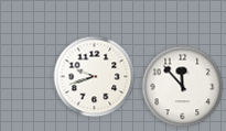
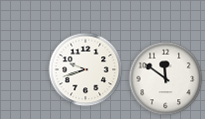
clock at (183, 87): 11:53 -> 11:51
